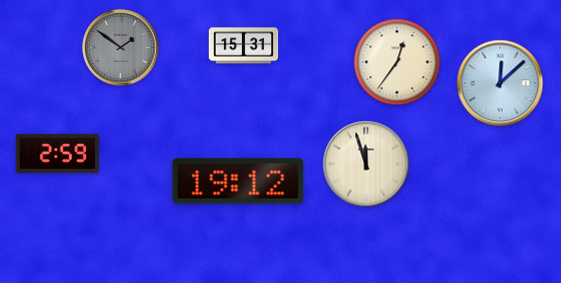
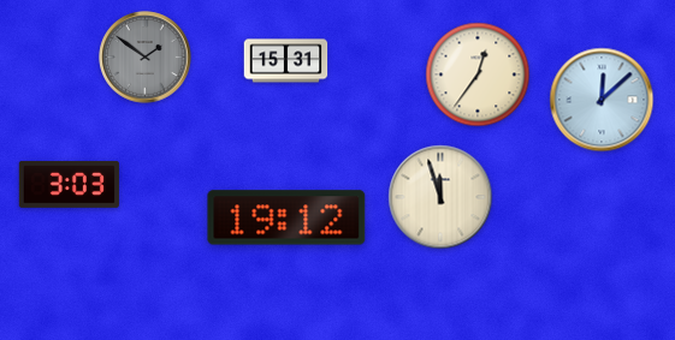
clock at (244, 46) position: (244, 46) -> (286, 61)
clock at (57, 153): 2:59 -> 3:03
